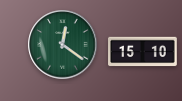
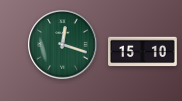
clock at (63, 45): 12:21 -> 12:18
